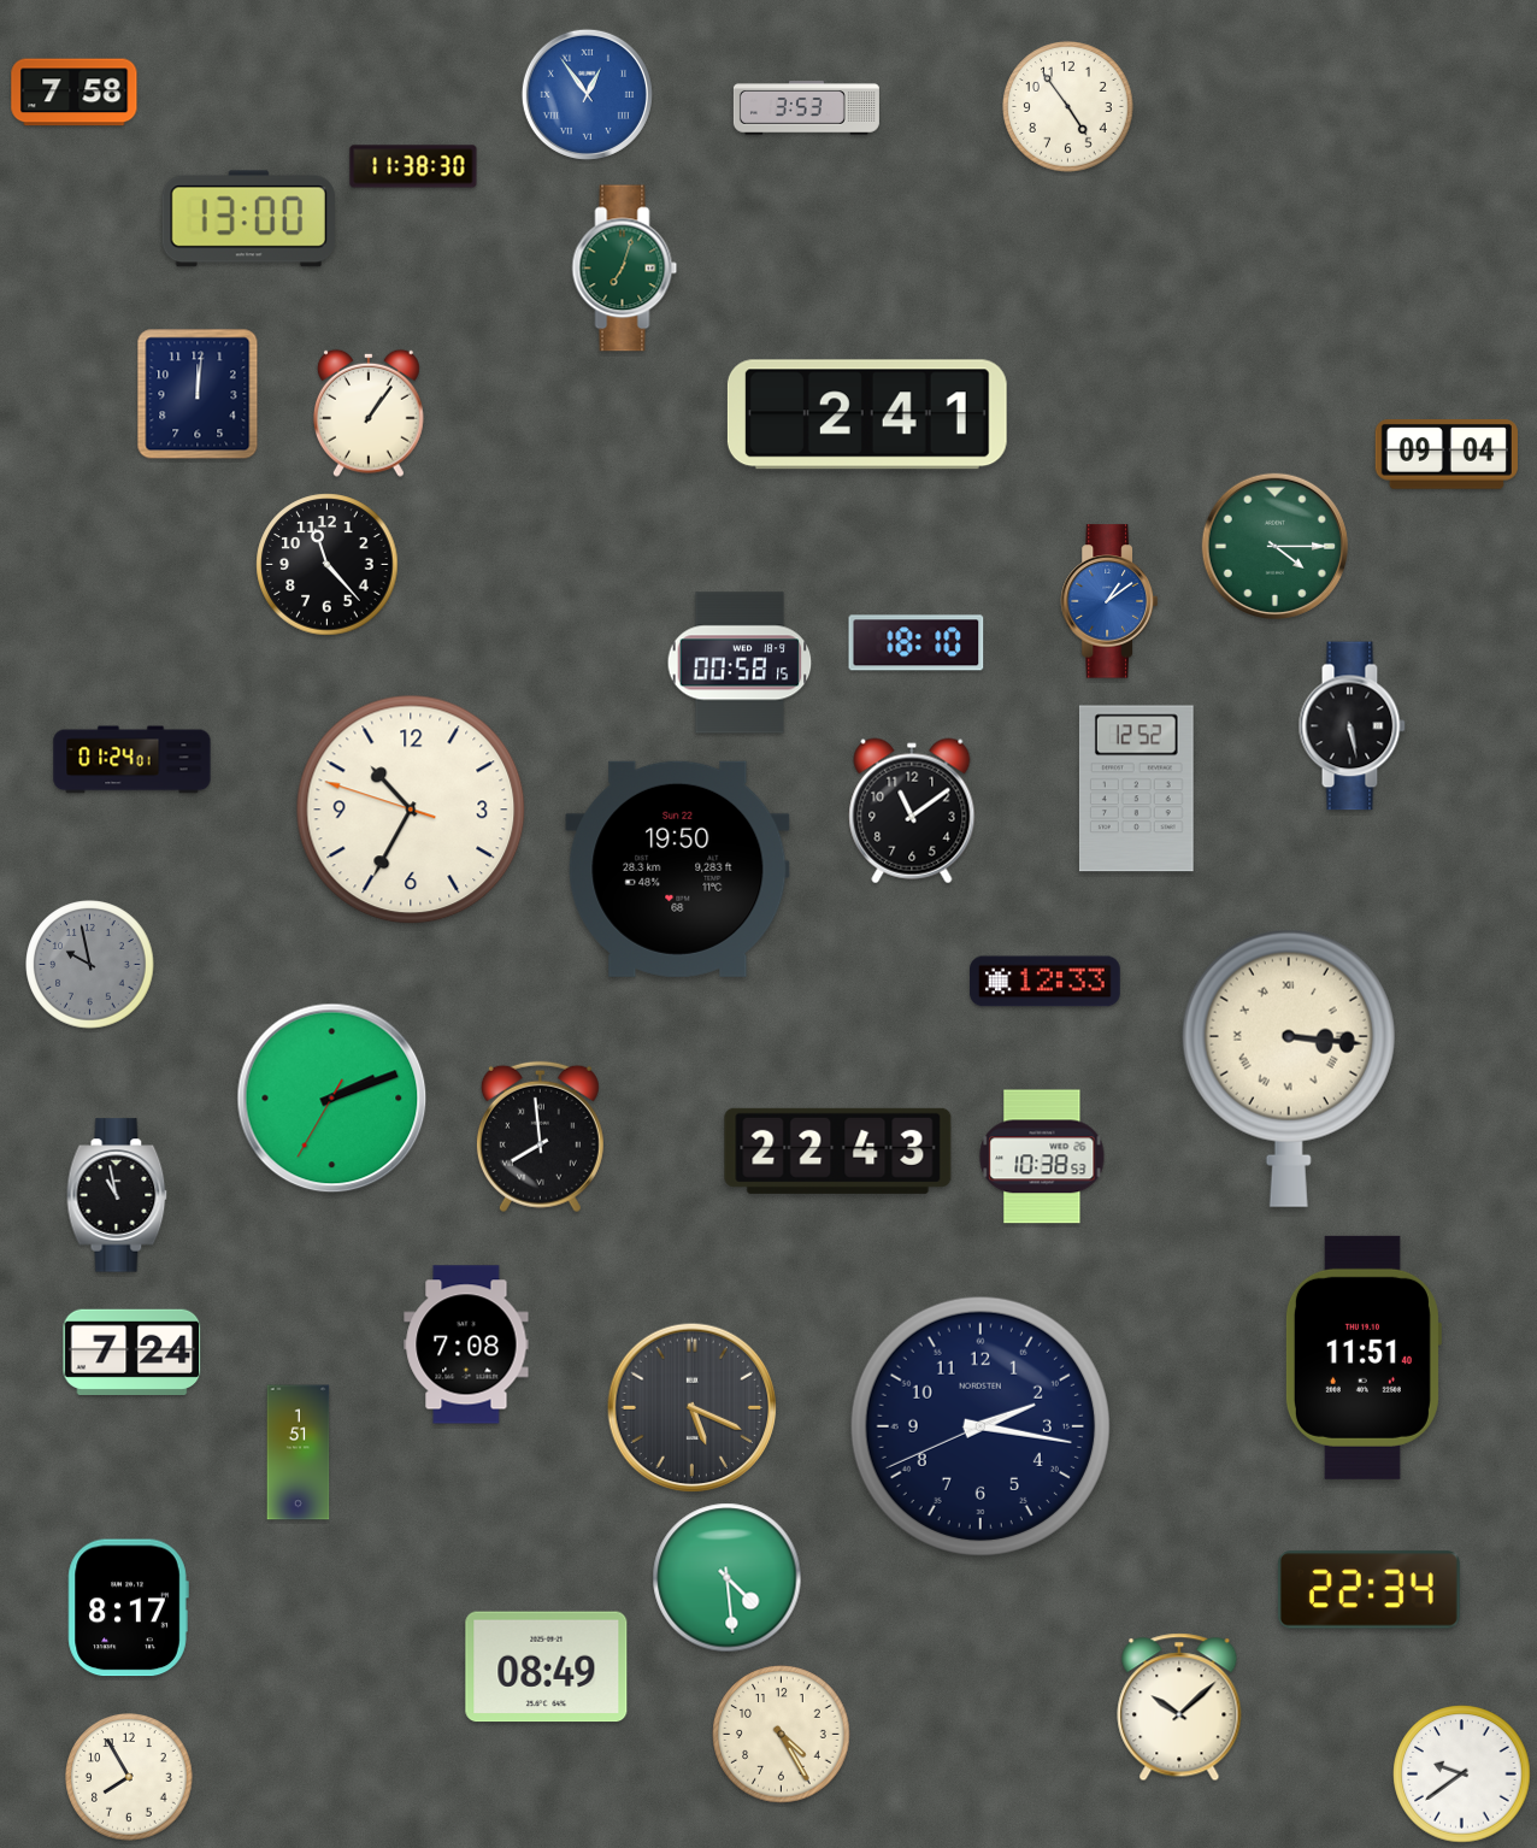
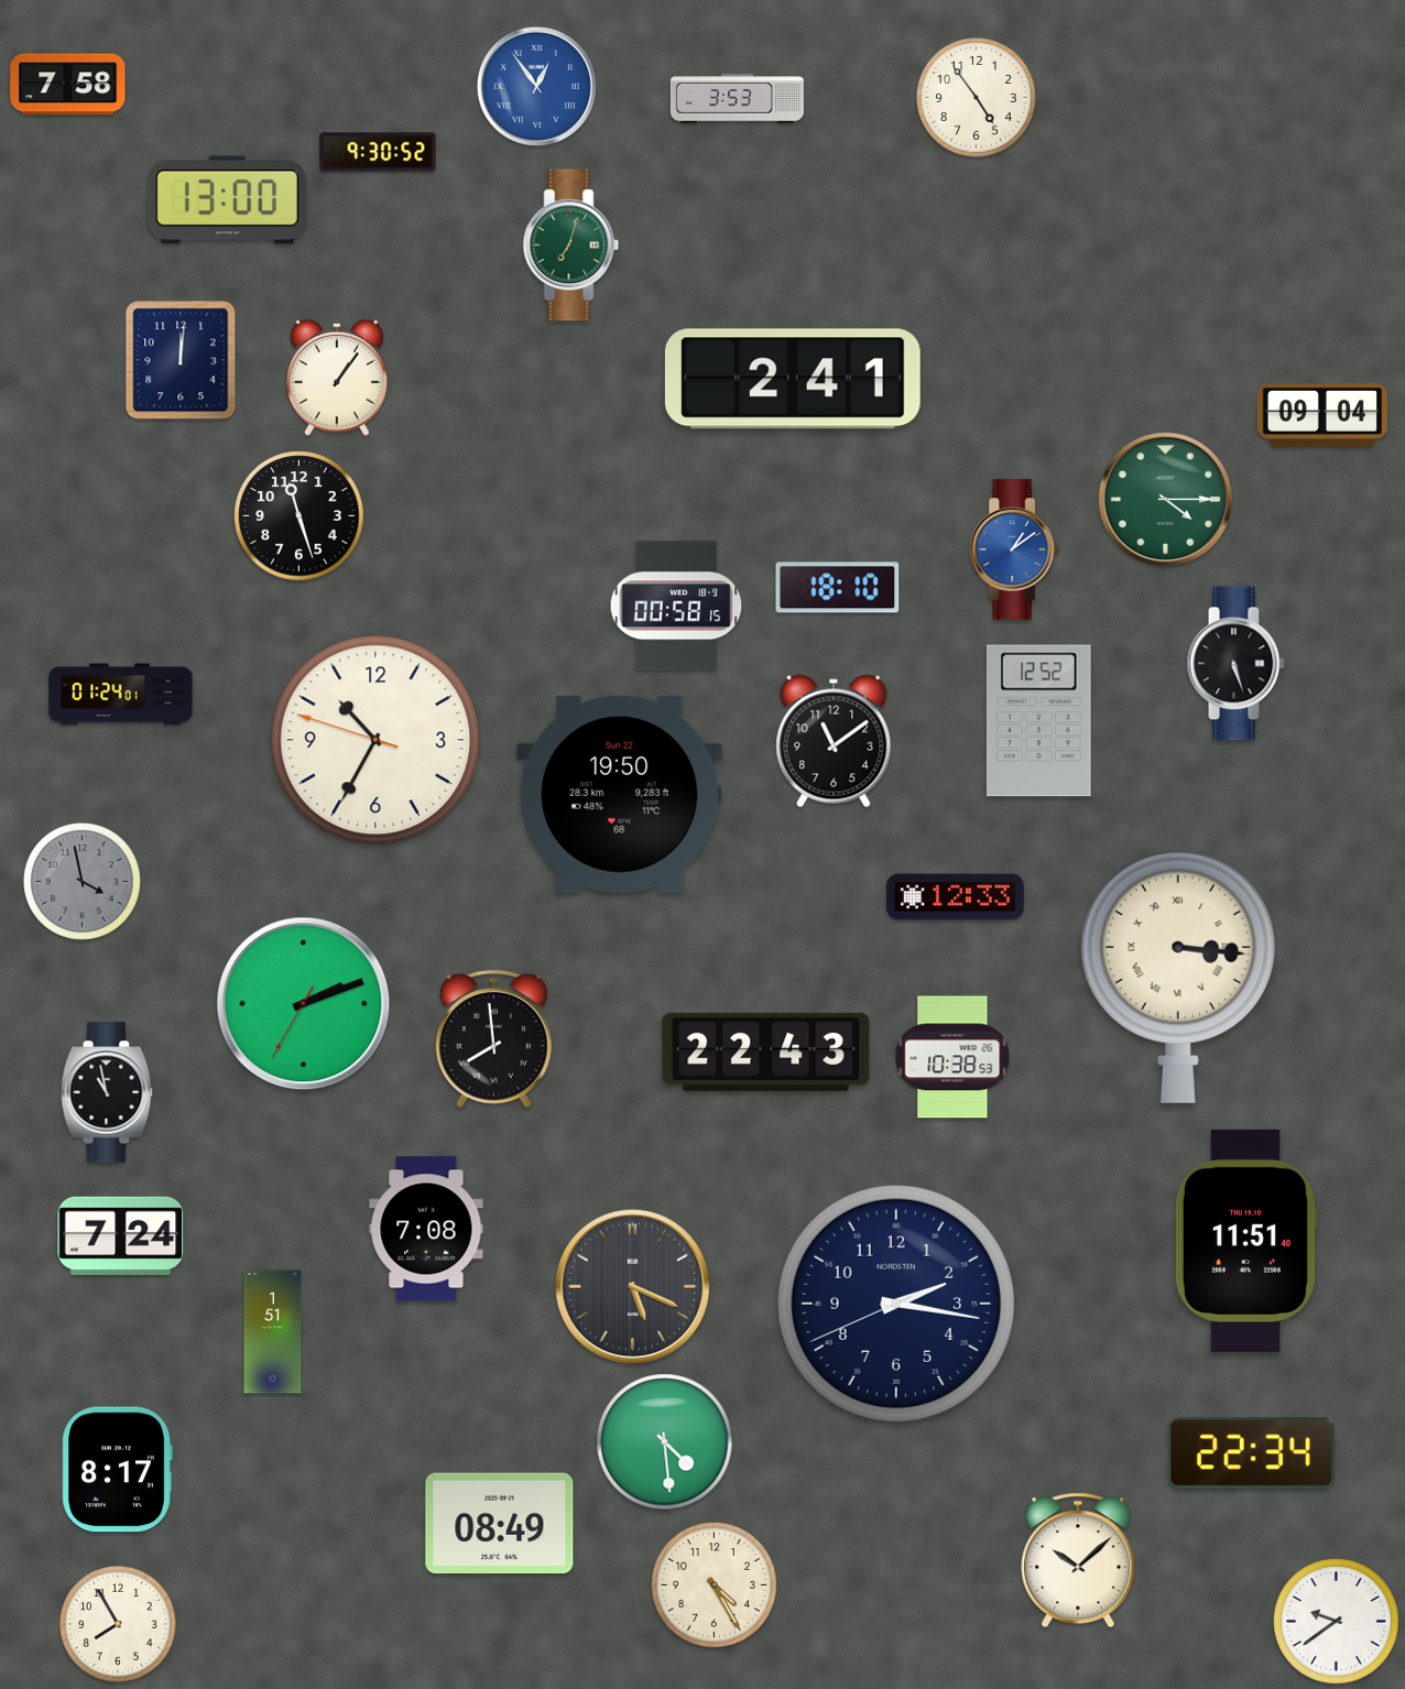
clock at (413, 166): 11:38 -> 9:30
clock at (328, 565): 11:23 -> 11:27
clock at (1351, 726): 5:28 -> 5:27
clock at (90, 965): 9:58 -> 3:58
clock at (299, 1453) position: (299, 1453) -> (273, 1332)
